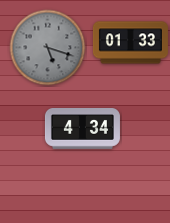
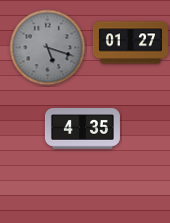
clock at (130, 43): 01:33 -> 01:27
clock at (82, 129): 4:34 -> 4:35
